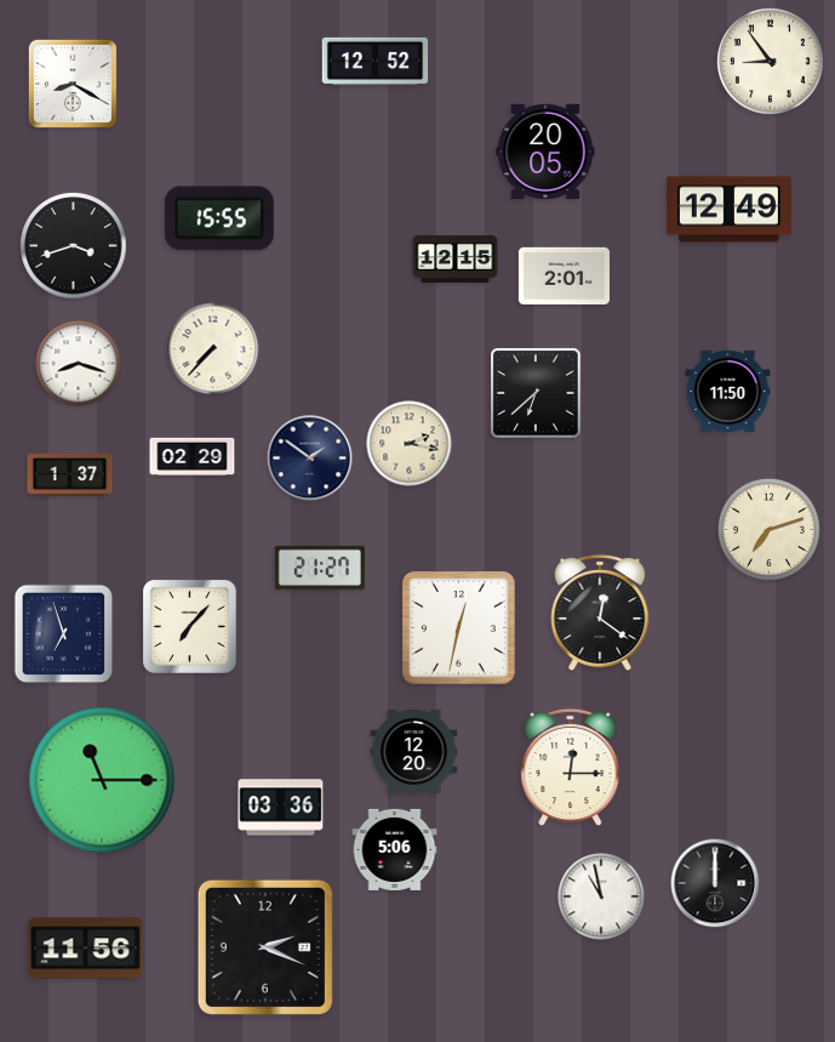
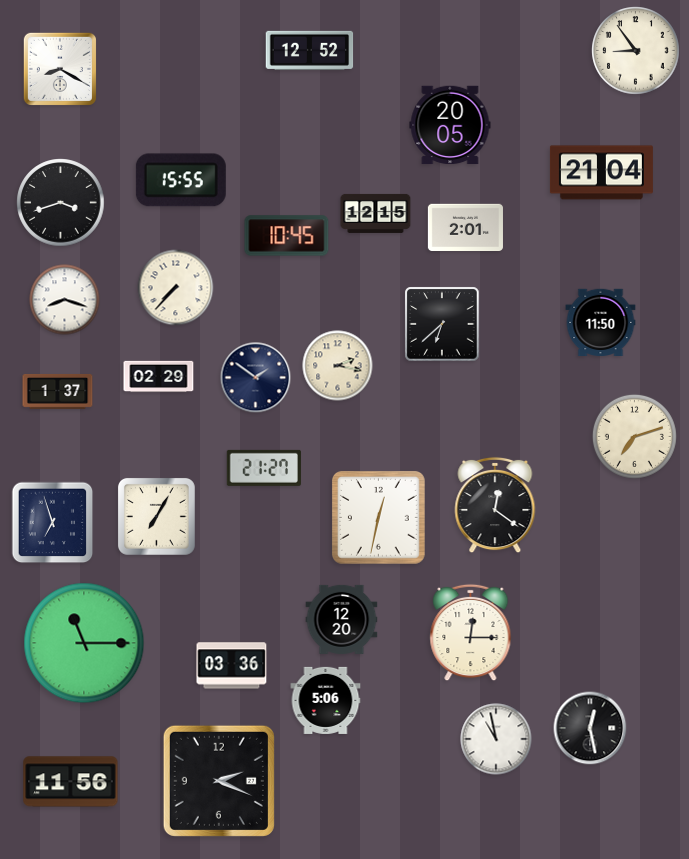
clock at (728, 210): 12:49 -> 21:04
clock at (287, 236): none -> 10:45
clock at (189, 626): 7:07 -> 7:05
clock at (715, 883): 12:00 -> 12:28
